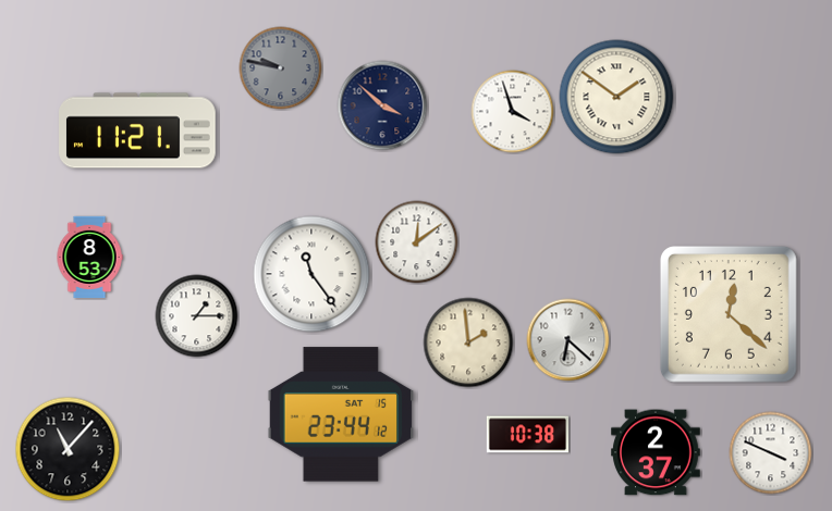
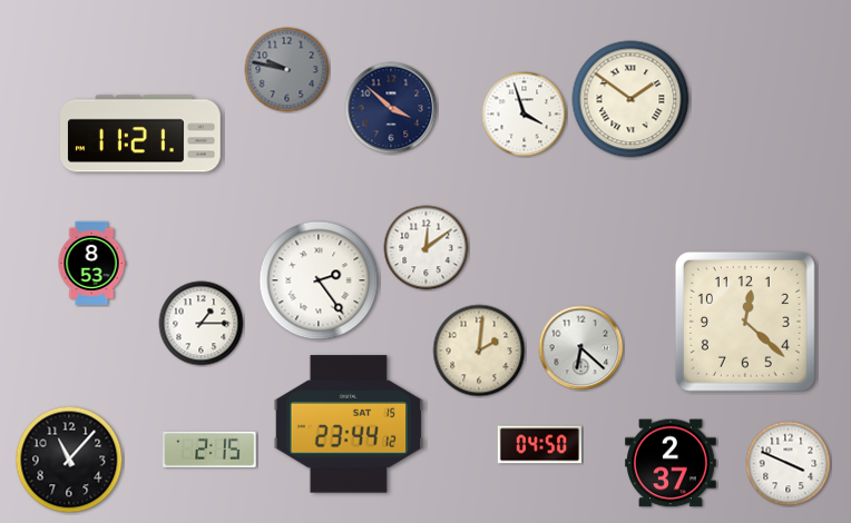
clock at (311, 274): 11:24 -> 2:24
clock at (468, 342): 1:59 -> 2:01
clock at (527, 435): 10:38 -> 04:50
clock at (209, 450): none -> 2:15
